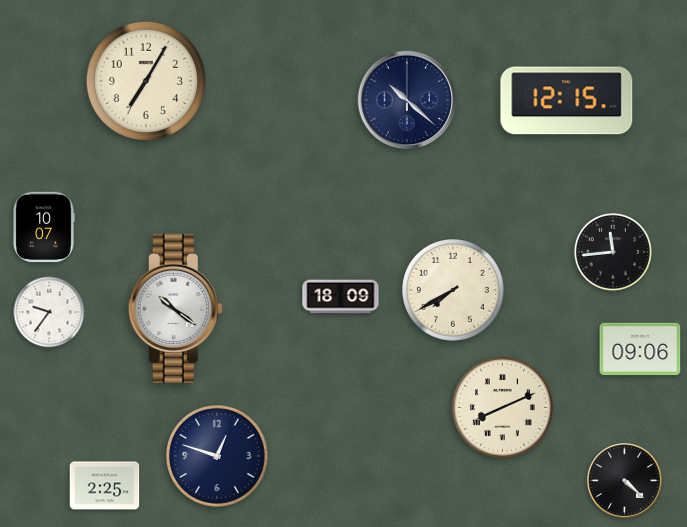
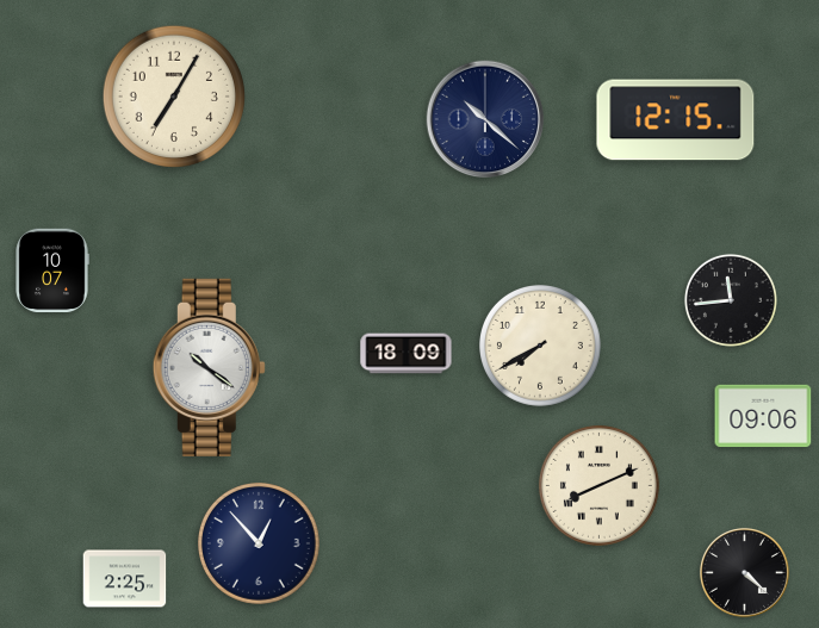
clock at (49, 312): 9:36 -> none
clock at (218, 457): 12:48 -> 12:53
